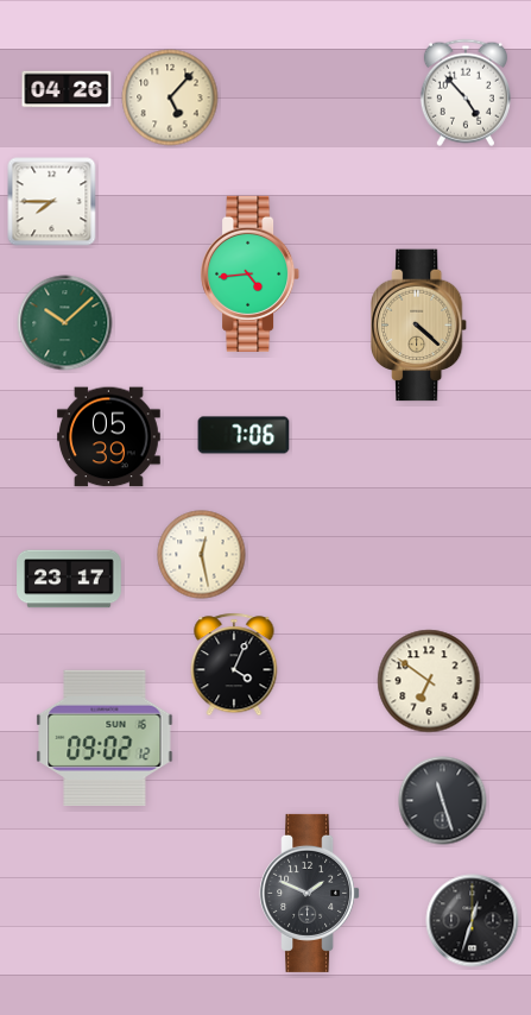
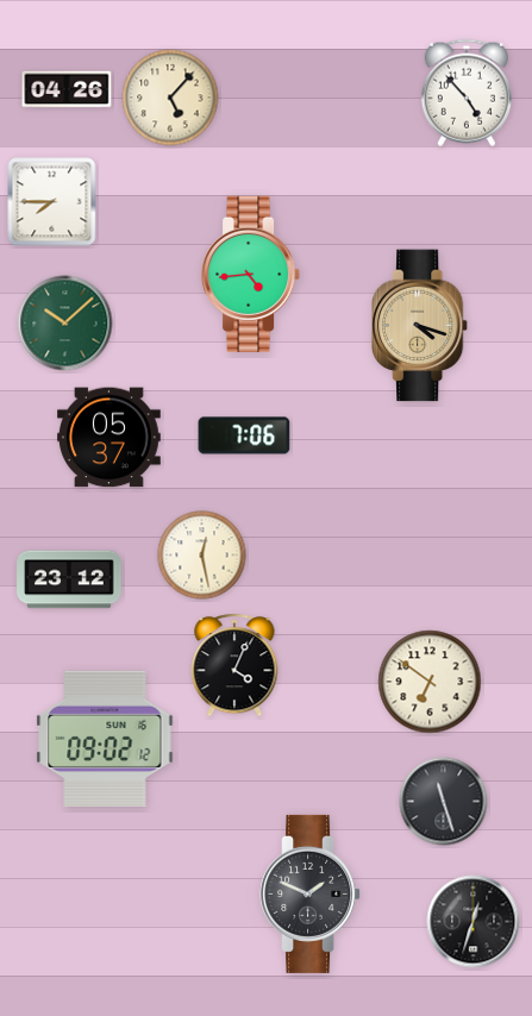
clock at (421, 326): 4:22 -> 4:18
clock at (109, 437): 05:39 -> 05:37
clock at (69, 579): 23:17 -> 23:12
